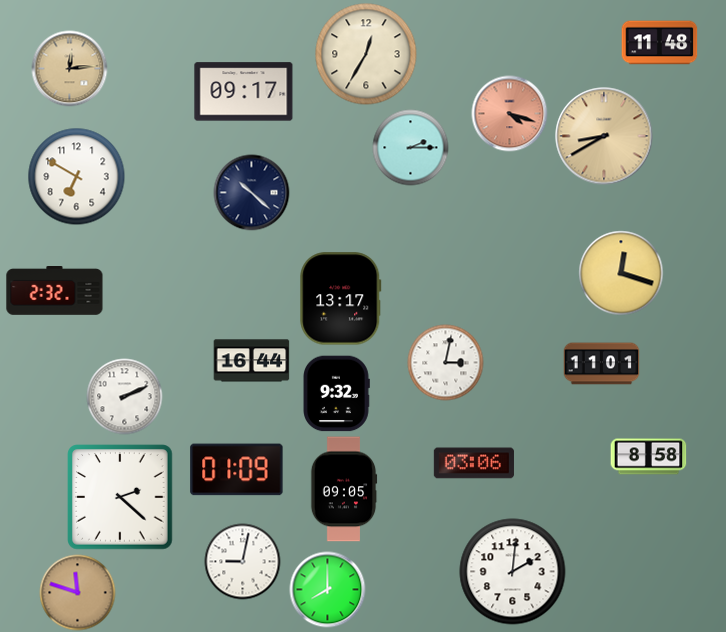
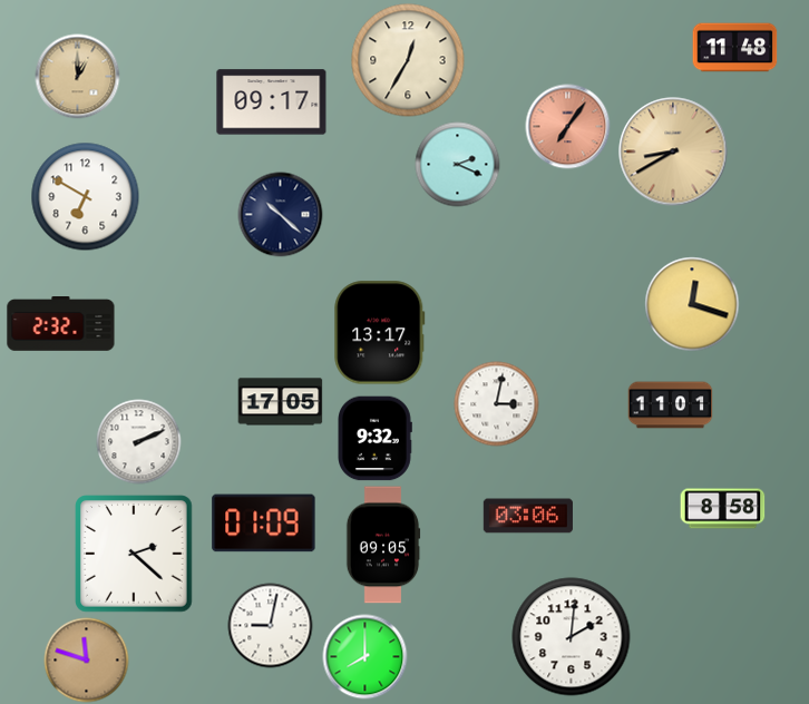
clock at (70, 69): 12:14 -> 1:00
clock at (510, 114): 4:18 -> 7:06
clock at (411, 148): 2:15 -> 2:19
clock at (252, 361): 16:44 -> 17:05
